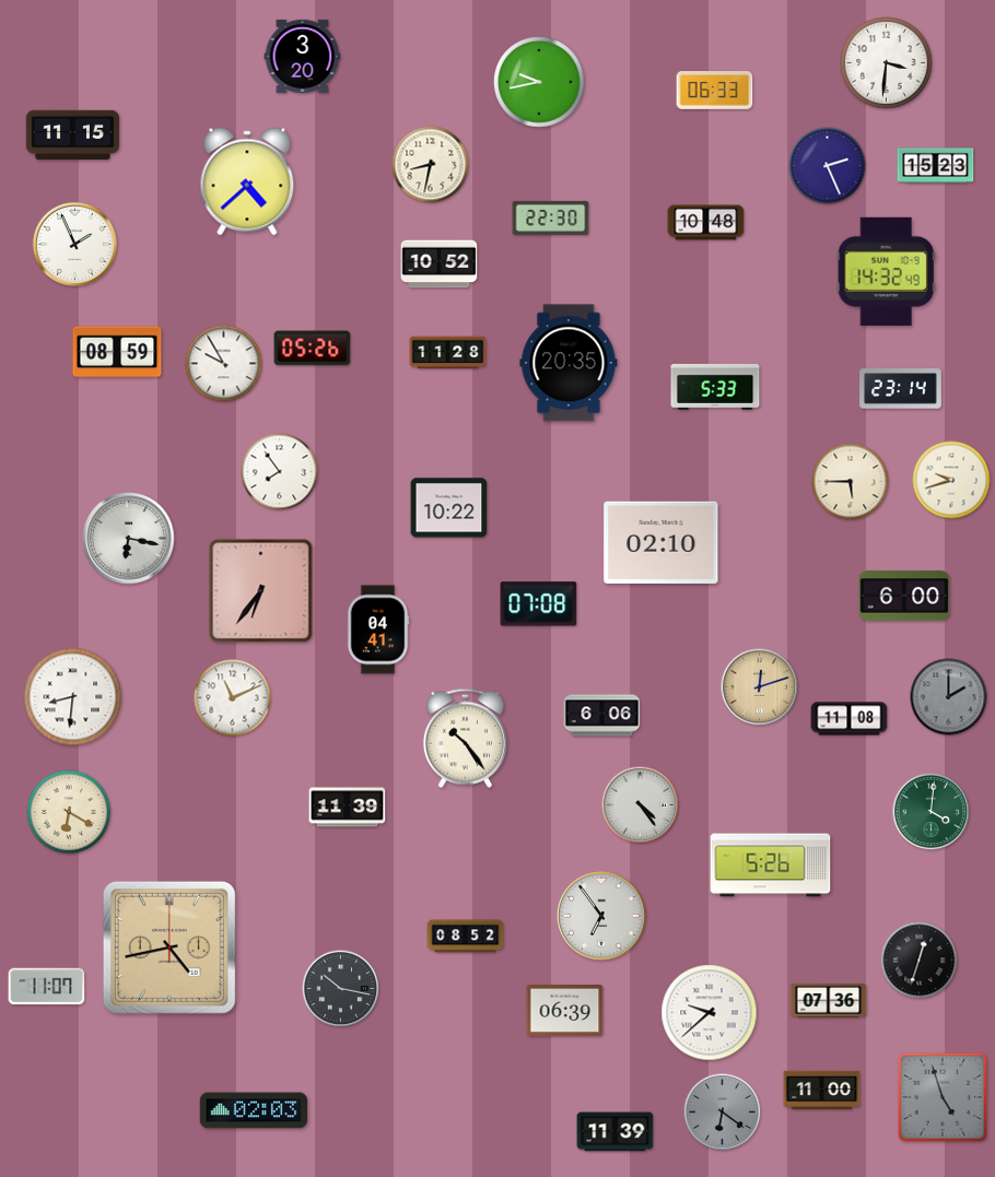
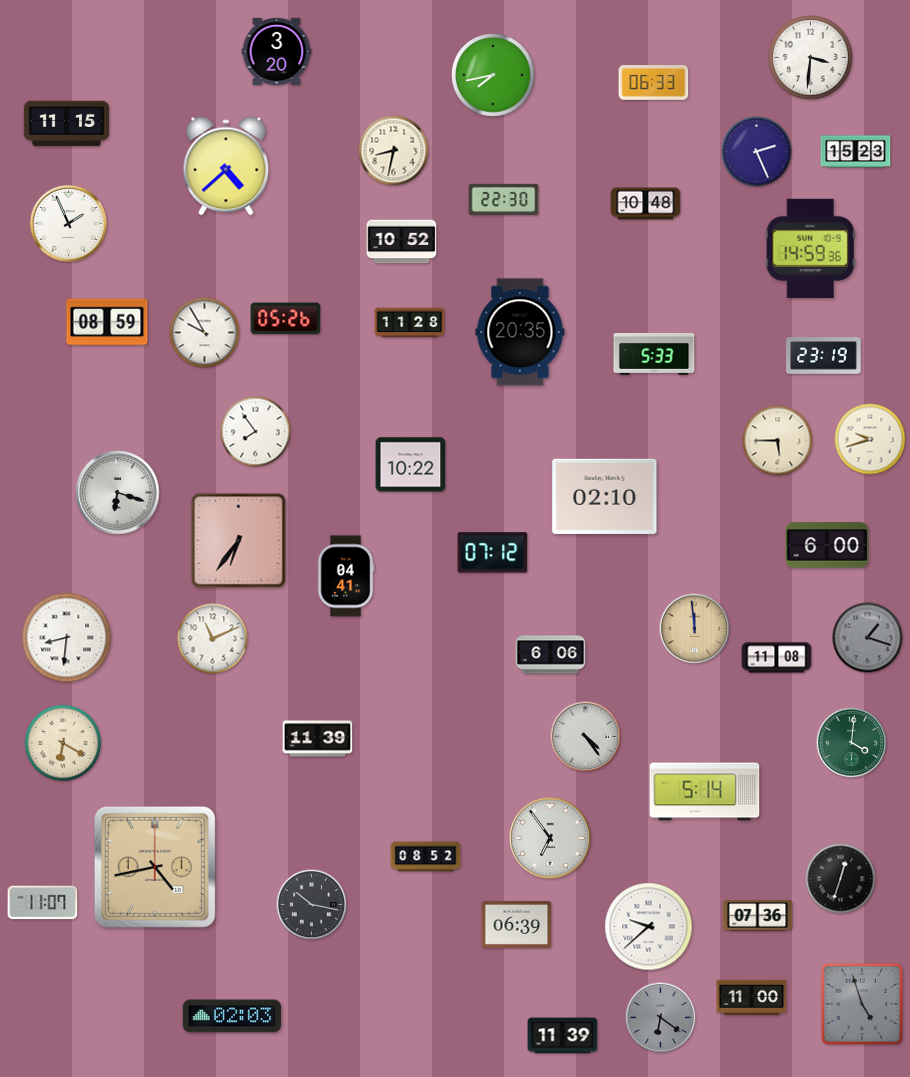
clock at (539, 82): 9:43 -> 7:43
clock at (886, 271): 14:32 -> 14:59
clock at (901, 389): 23:14 -> 23:19
clock at (129, 539): 6:17 -> 6:18
clock at (539, 604): 07:08 -> 07:12
clock at (760, 687): 12:12 -> 11:59
clock at (949, 697): 2:00 -> 1:18
clock at (465, 738): 10:24 -> none
clock at (771, 866): 5:26 -> 5:14
